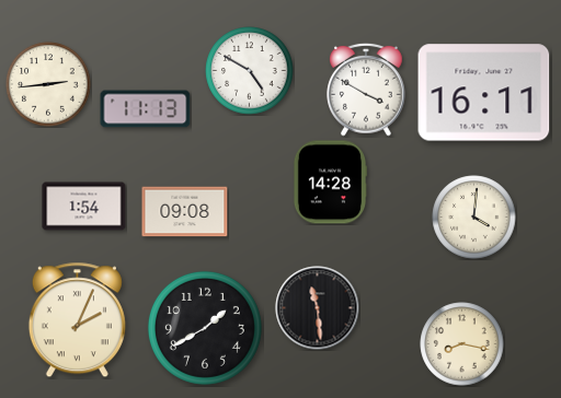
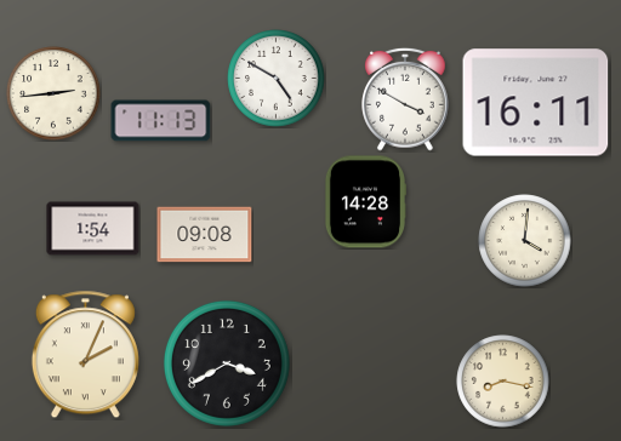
clock at (318, 308): 11:29 -> none
clock at (205, 328): 1:40 -> 3:40
clock at (462, 344) position: (462, 344) -> (503, 382)
